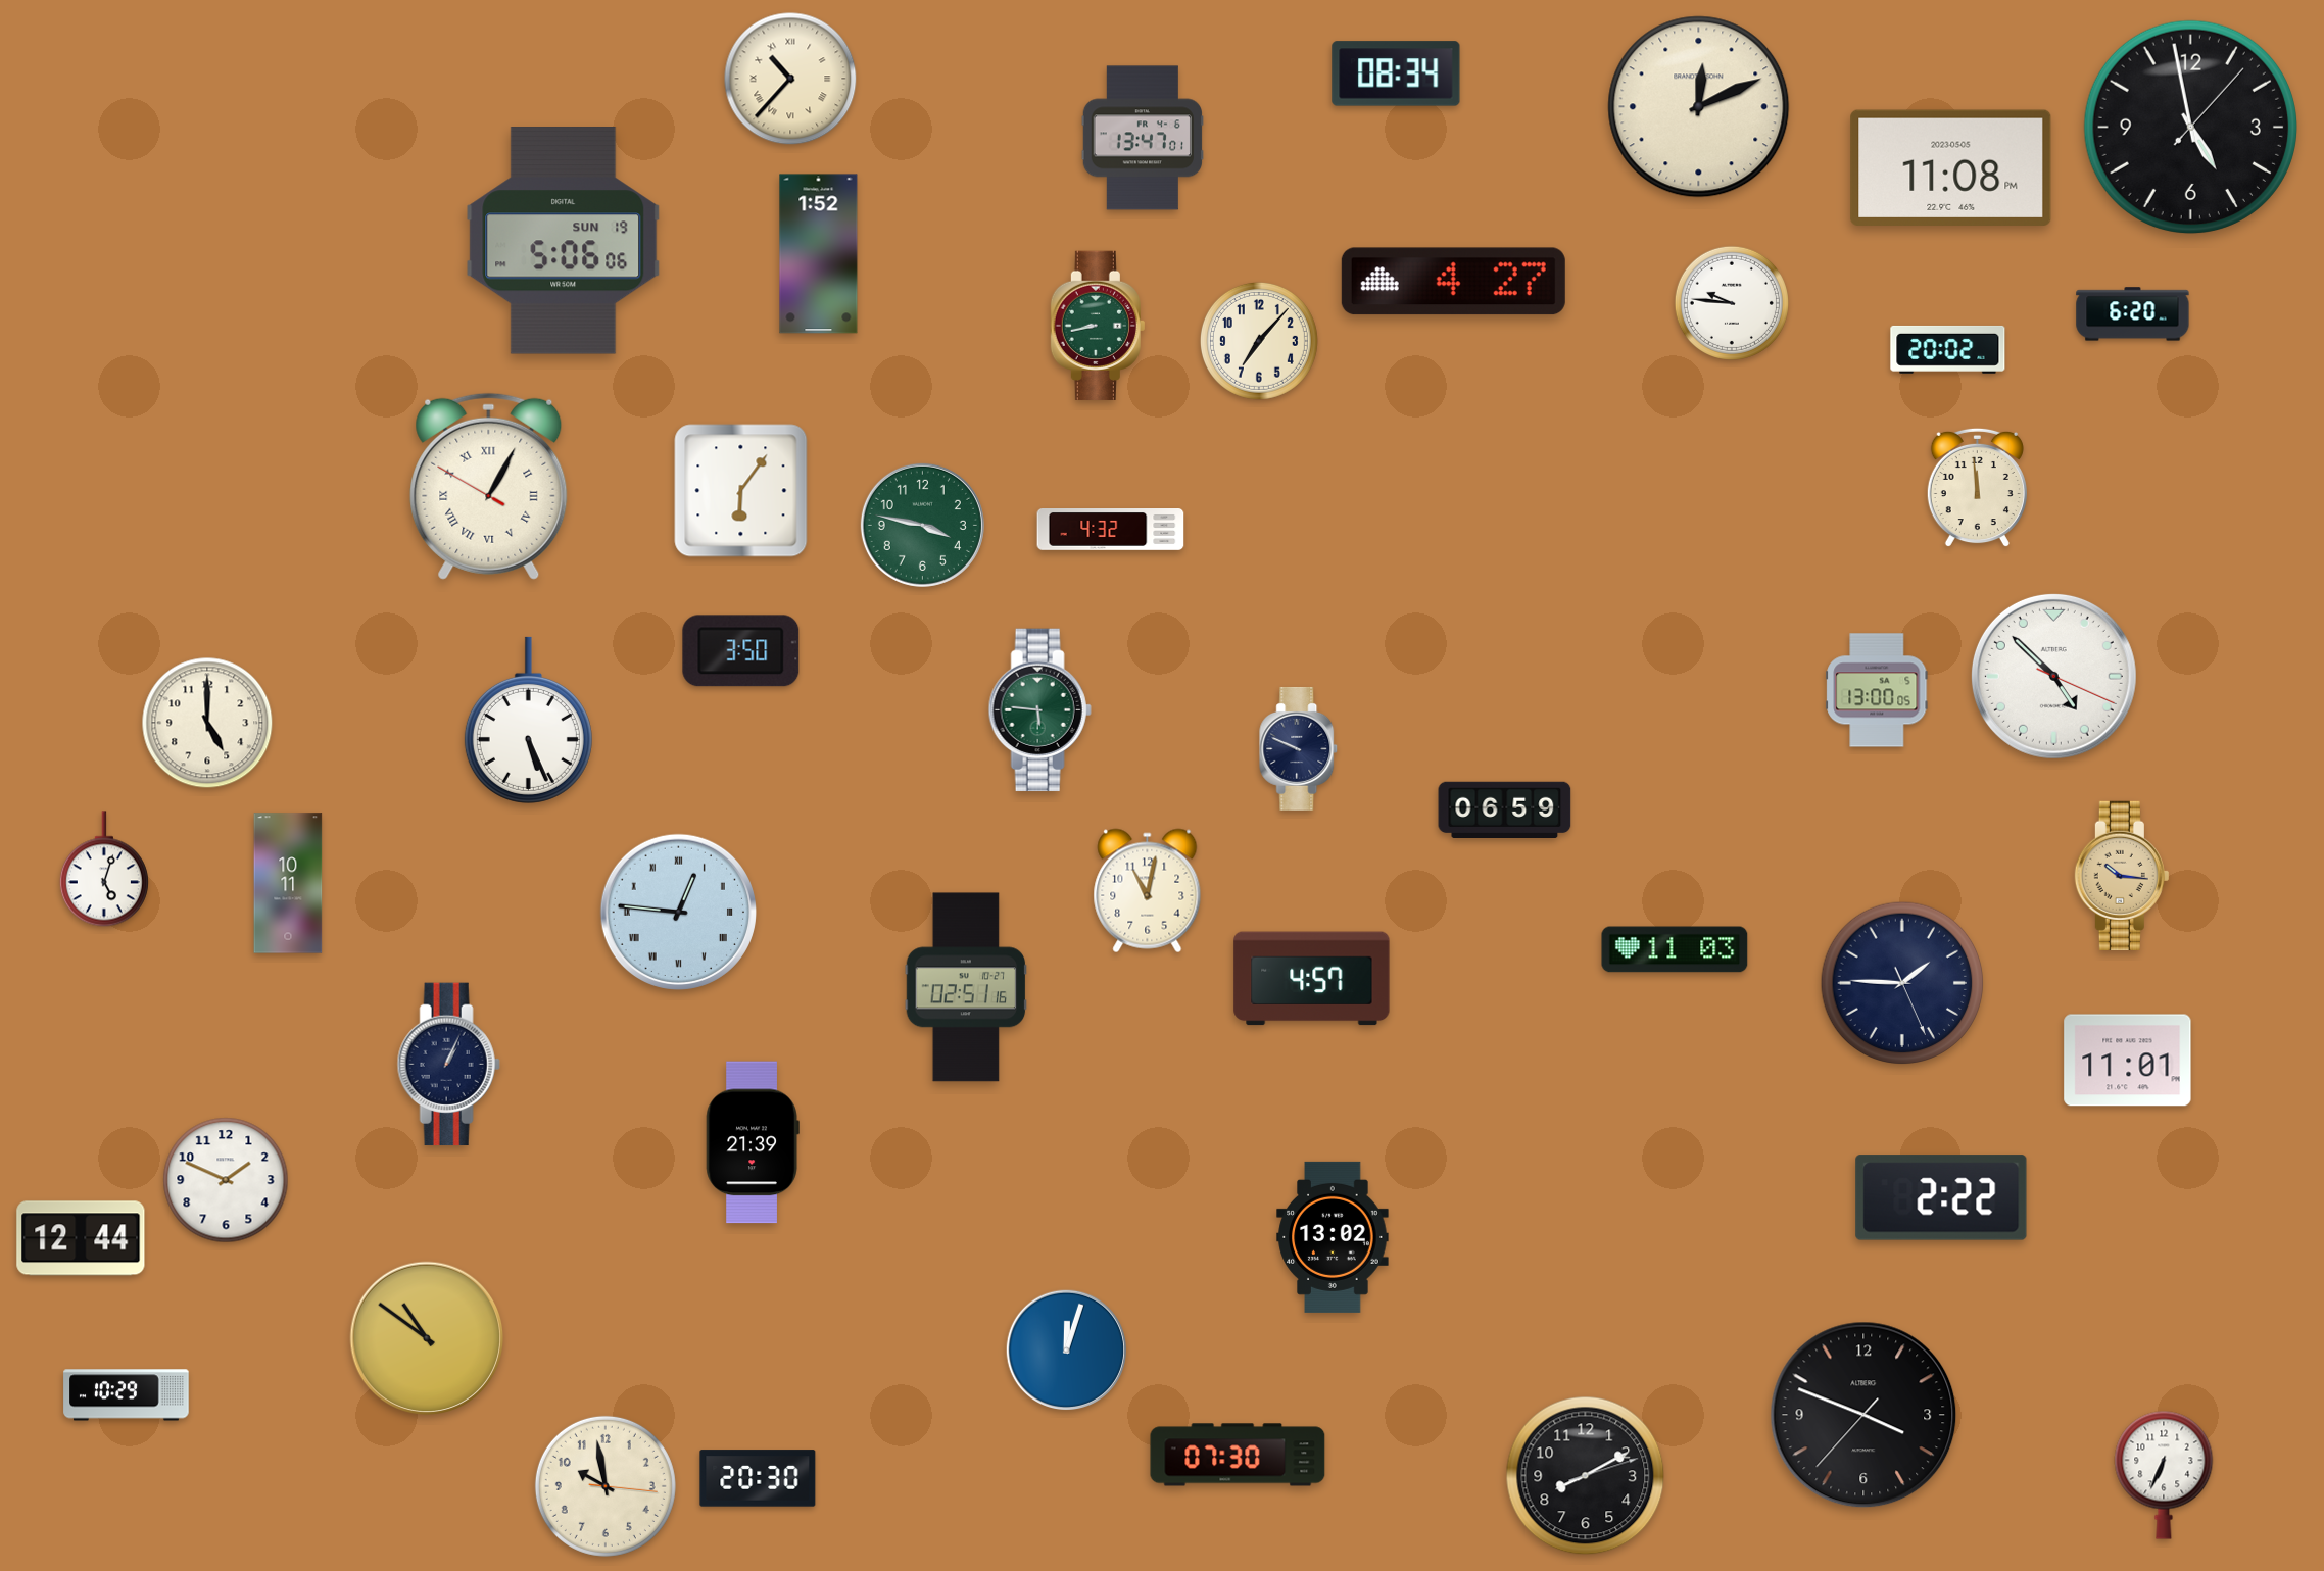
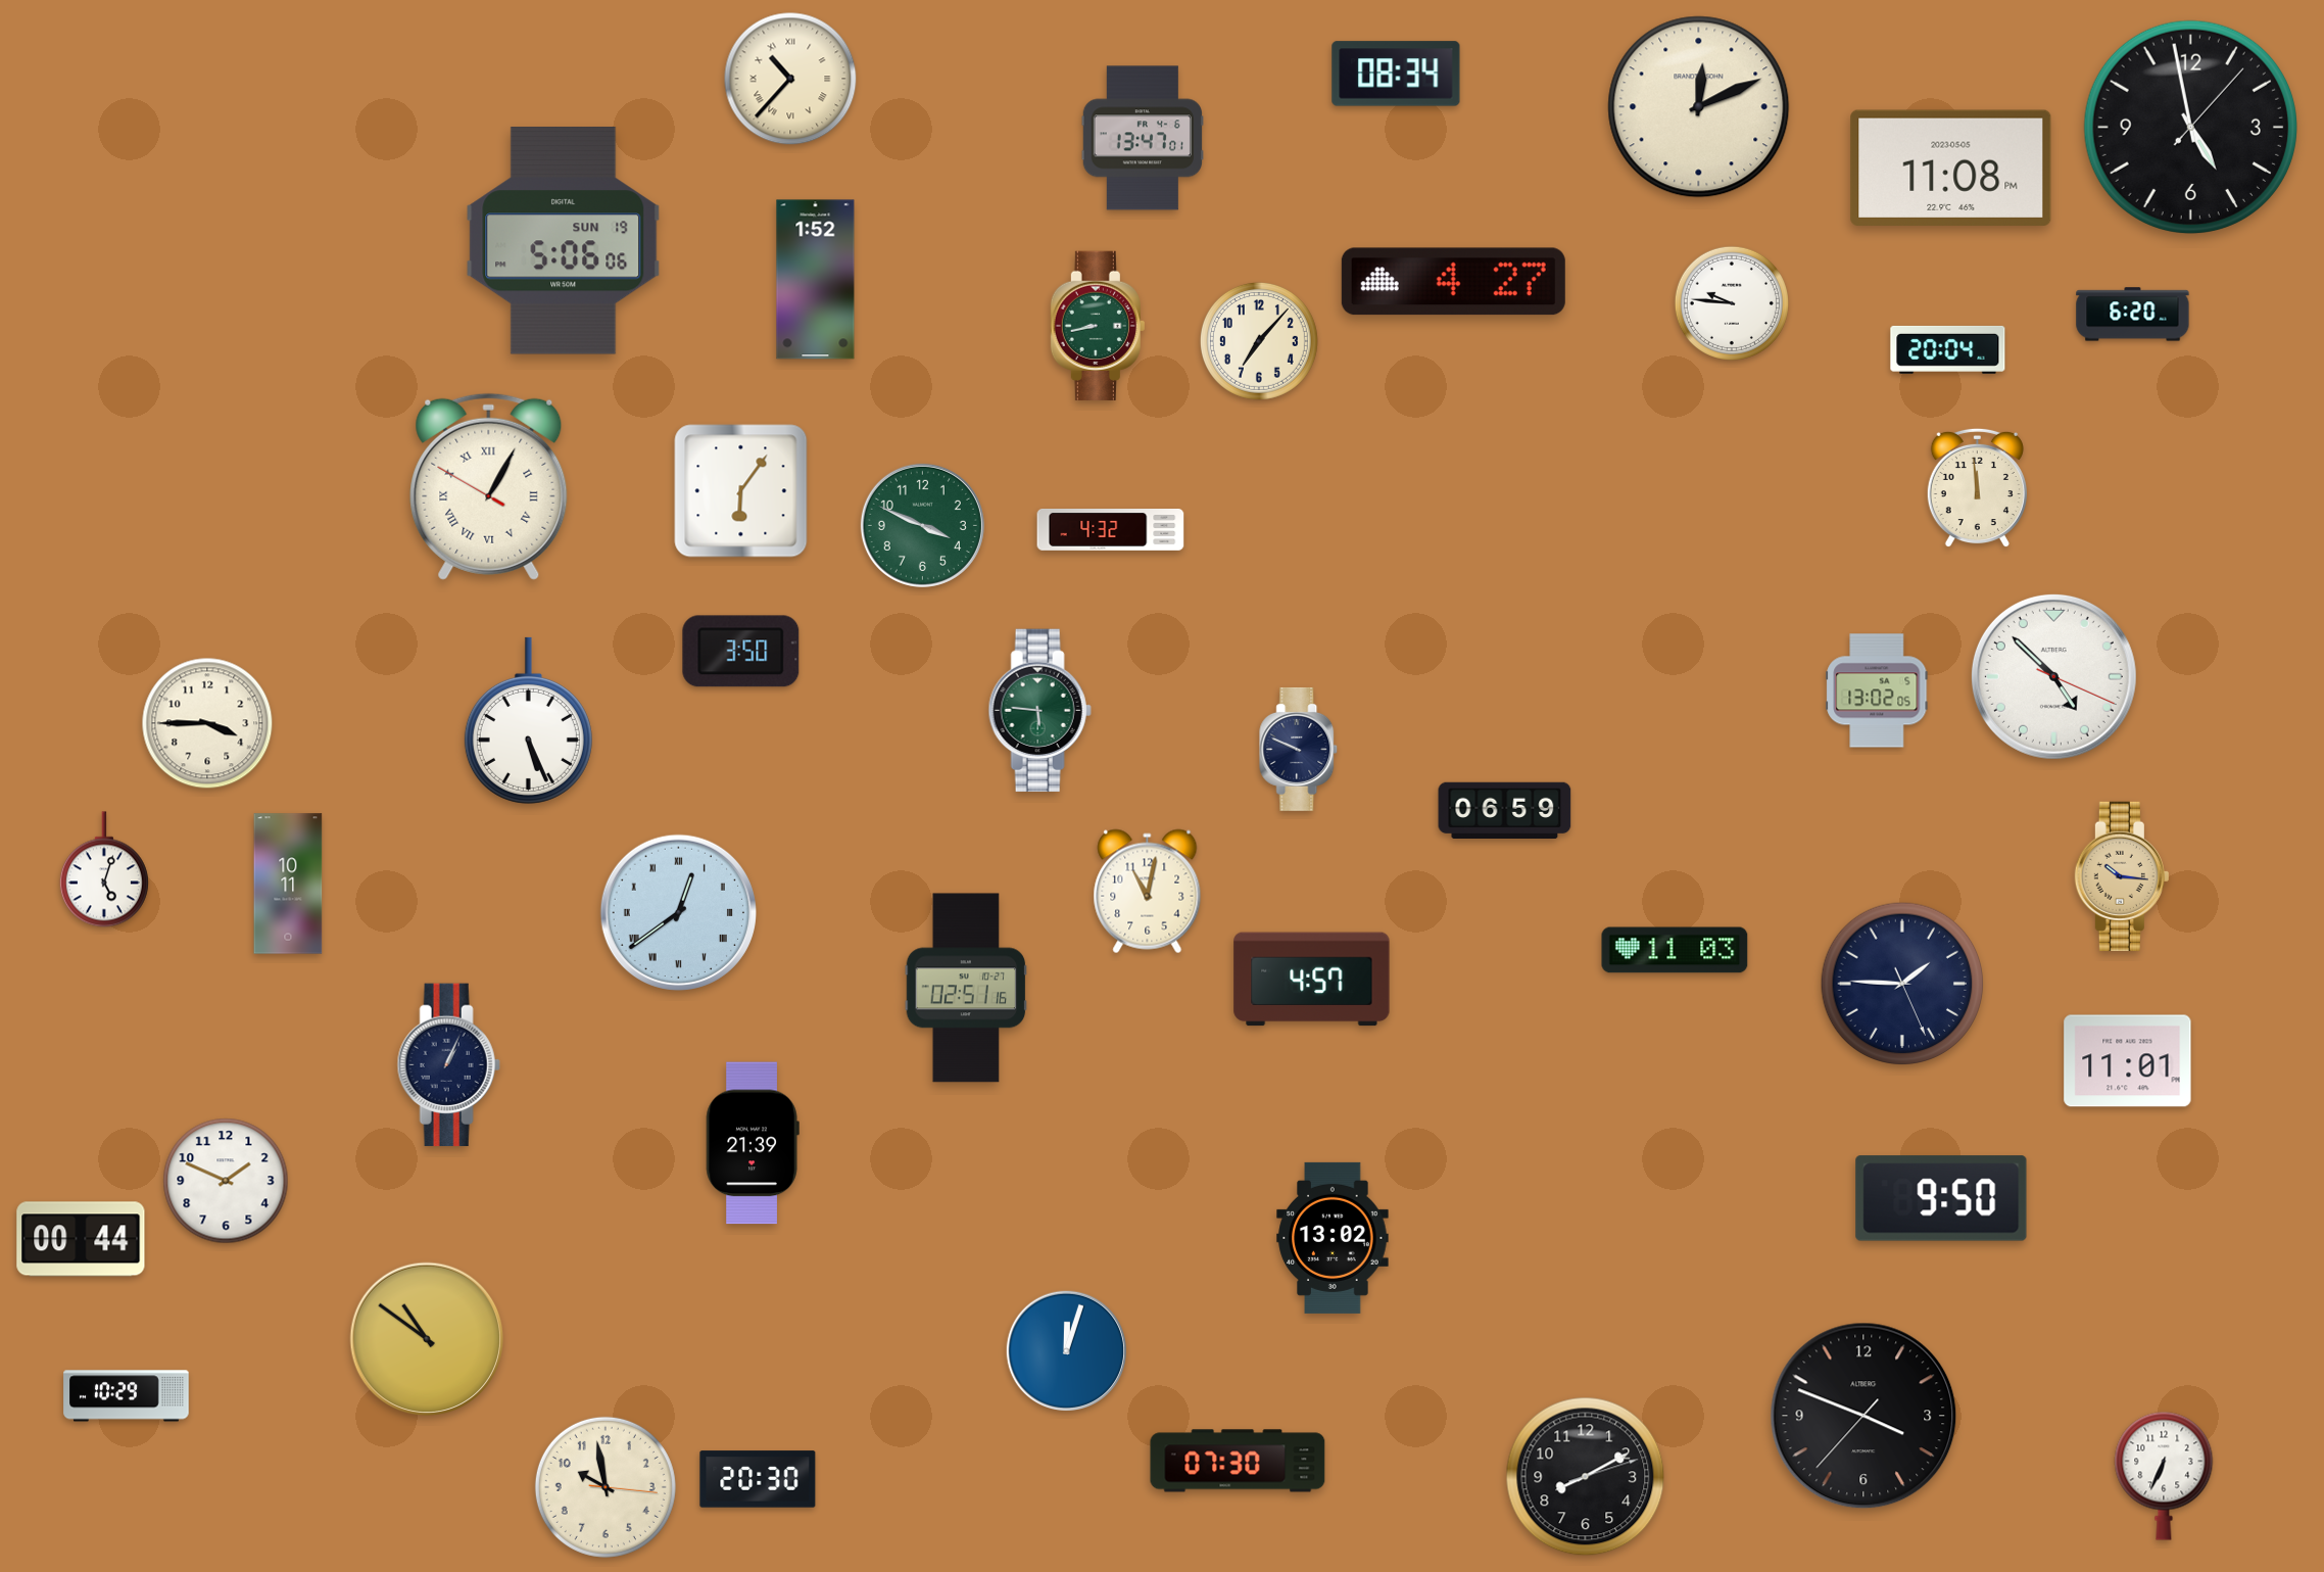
clock at (819, 254) position: (819, 254) -> (816, 280)
clock at (1948, 349): 20:02 -> 20:04
clock at (922, 525): 3:47 -> 3:49
clock at (1877, 690): 13:00 -> 13:02
clock at (207, 723): 5:00 -> 3:45
clock at (678, 912): 12:46 -> 12:39
clock at (1941, 1197): 2:22 -> 9:50
clock at (81, 1238): 12:44 -> 00:44
clock at (1238, 1455) position: (1238, 1455) -> (1238, 1461)
